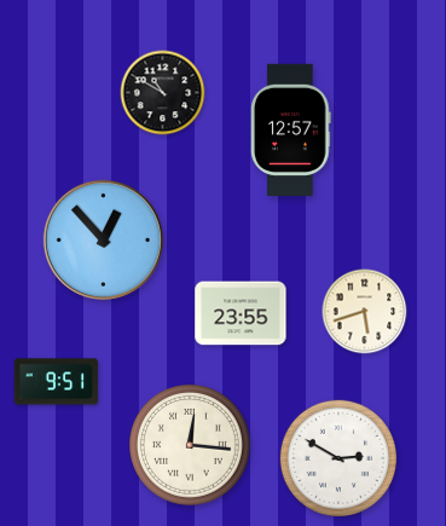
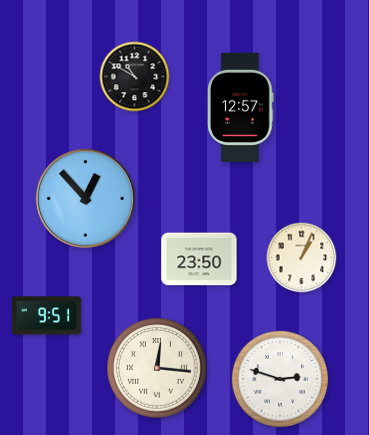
clock at (365, 312): 5:42 -> 1:04
clock at (241, 313): 23:55 -> 23:50
clock at (338, 458): 2:50 -> 2:48
